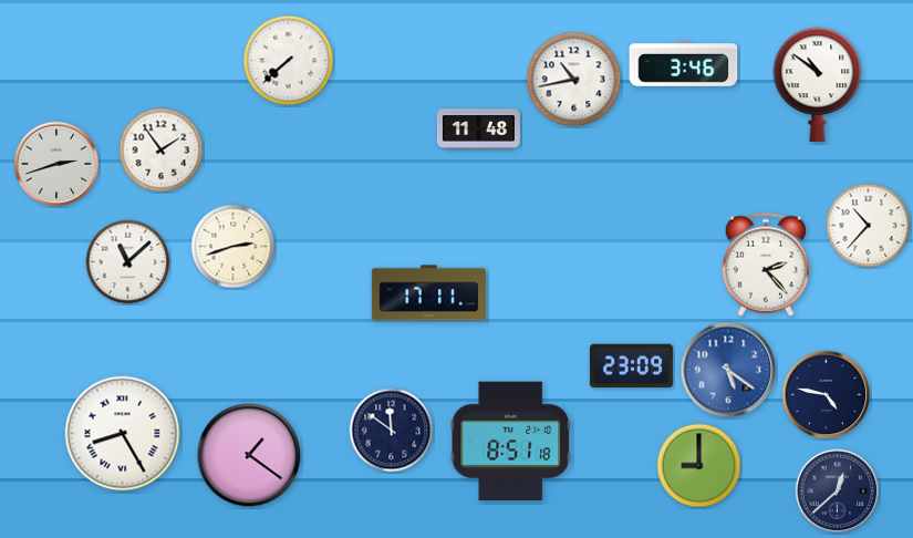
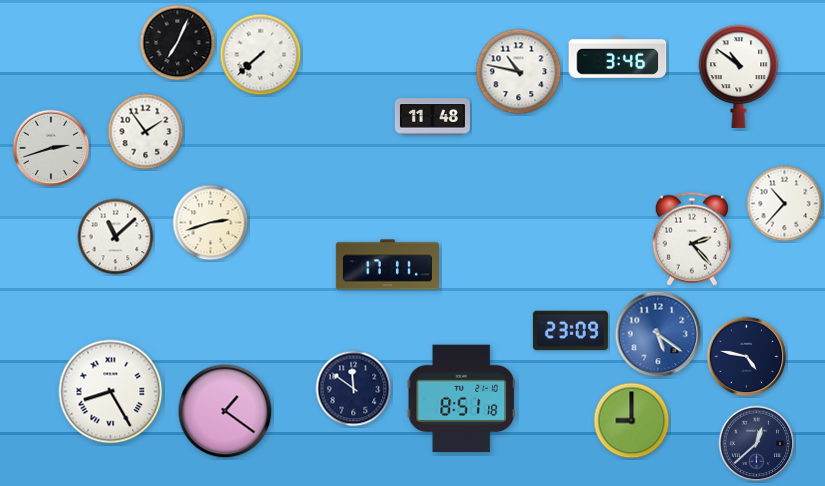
clock at (178, 43): none -> 7:04
clock at (574, 80): 10:43 -> 10:47
clock at (162, 151) position: (162, 151) -> (146, 132)
